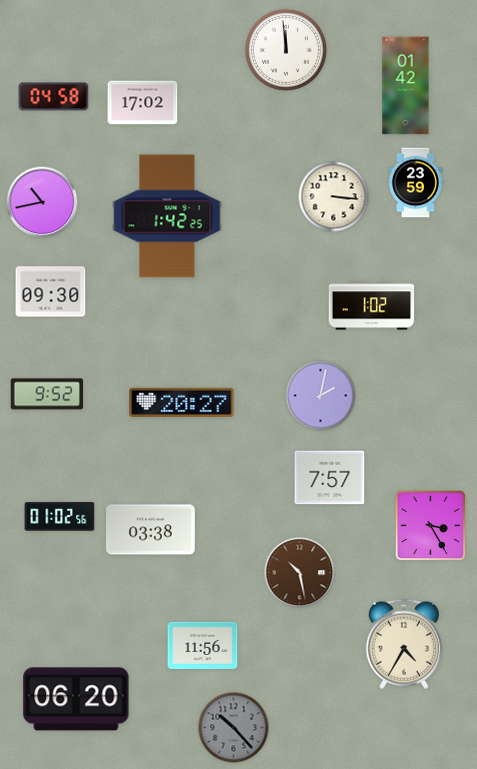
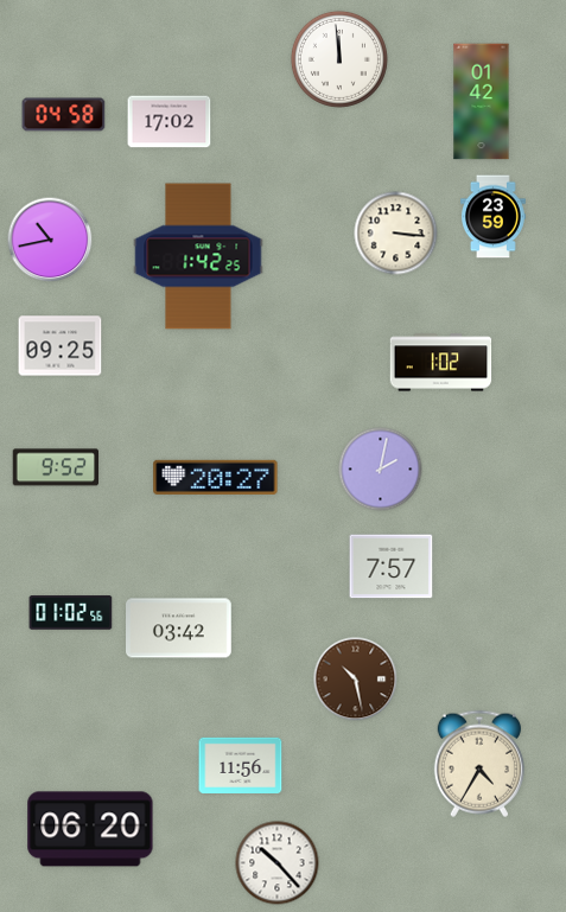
clock at (51, 292): 09:30 -> 09:25
clock at (431, 526): 3:25 -> none
clock at (151, 530): 03:38 -> 03:42
clock at (234, 728) dial: grey -> white
